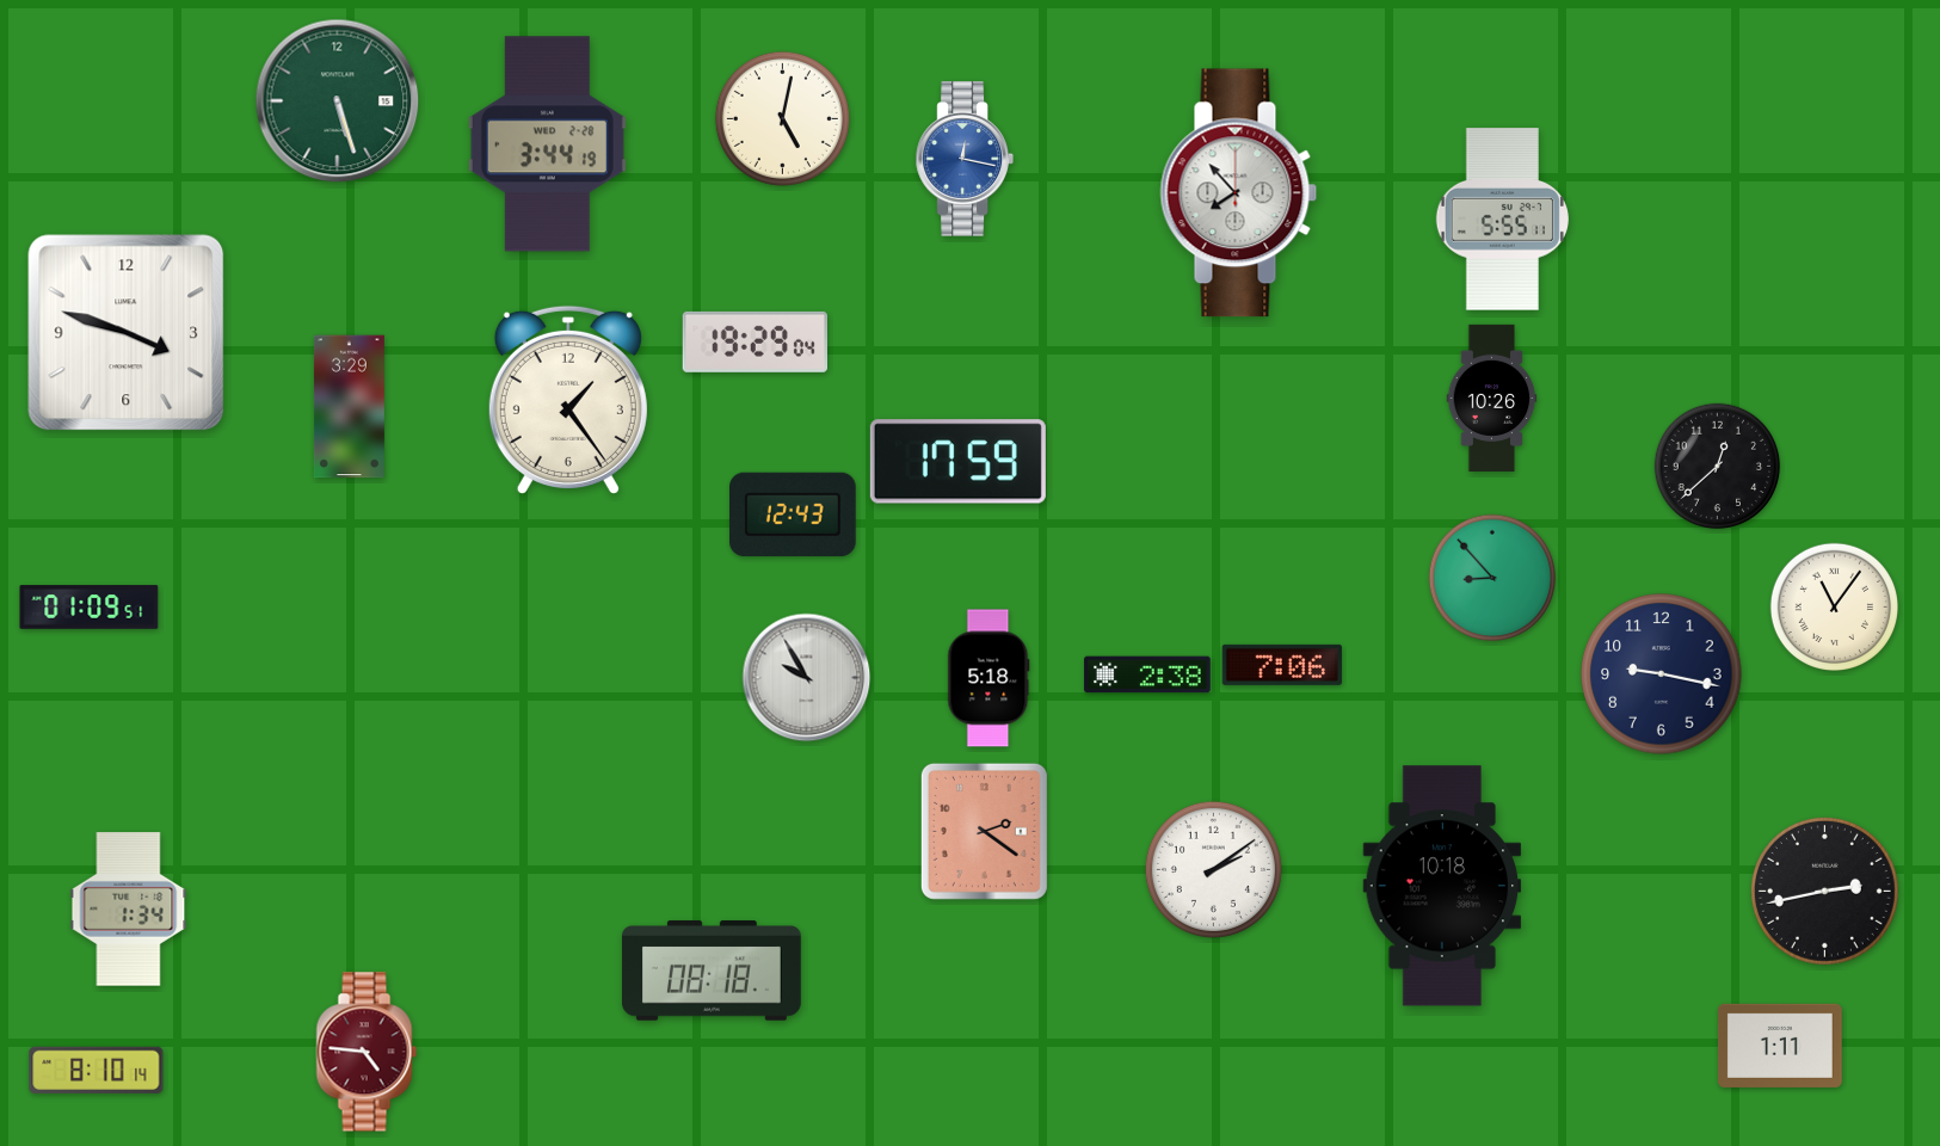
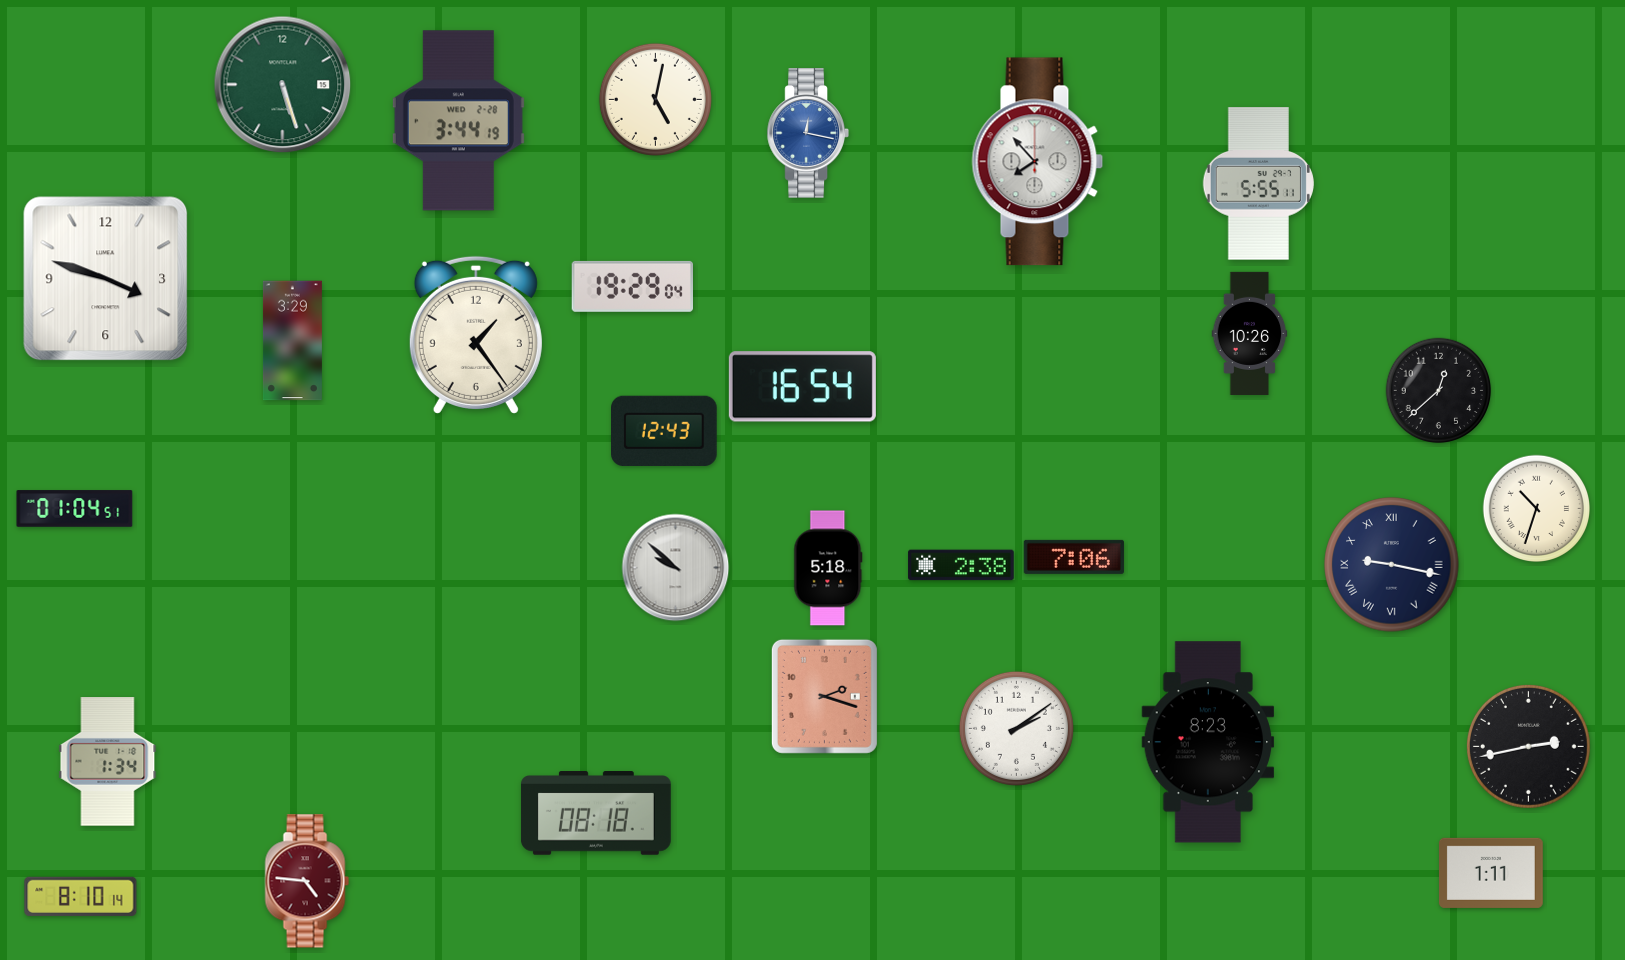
clock at (957, 462): 17:59 -> 16:54
clock at (1491, 577): 8:53 -> none
clock at (1834, 606): 11:06 -> 10:33
clock at (90, 608): 01:09 -> 01:04
clock at (1662, 674) numerals: Arabic -> Roman
clock at (807, 678): 9:55 -> 9:52
clock at (984, 831): 2:21 -> 2:18
clock at (1442, 886): 10:18 -> 8:23
clock at (1780, 1046) position: (1780, 1046) -> (1491, 873)
